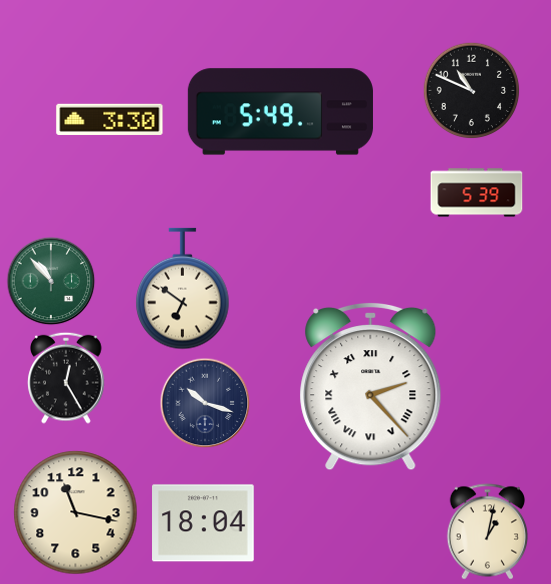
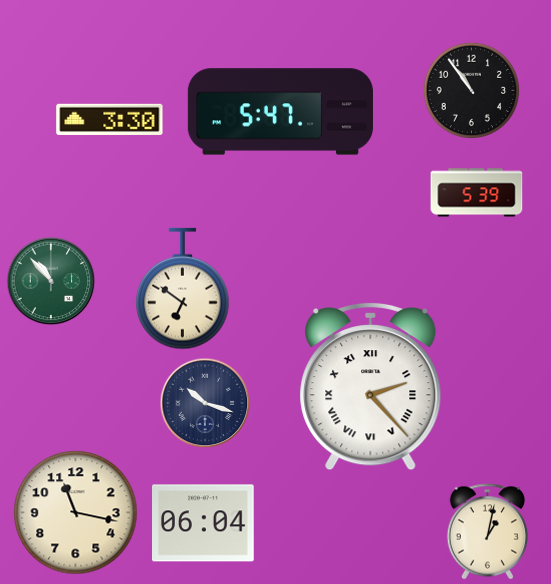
clock at (472, 91): 10:49 -> 10:54
clock at (280, 112): 5:49 -> 5:47
clock at (66, 378): 12:25 -> none
clock at (204, 523): 18:04 -> 06:04
